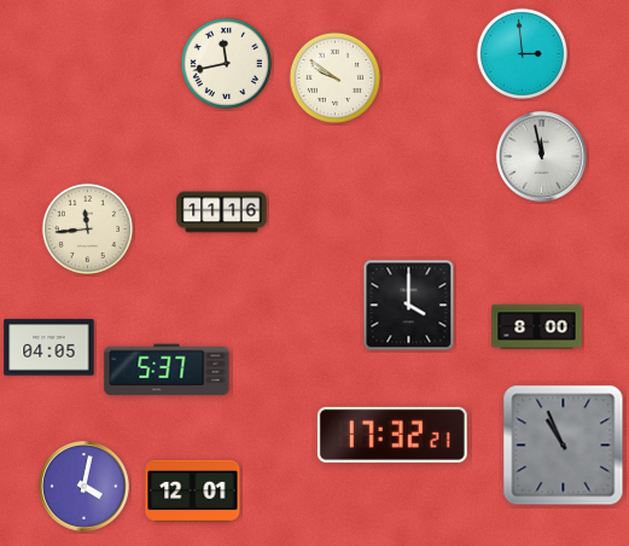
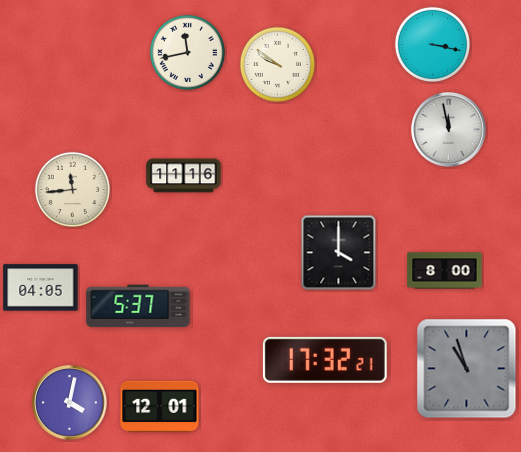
clock at (522, 53): 2:59 -> 3:17
clock at (564, 446): 10:56 -> 10:57
